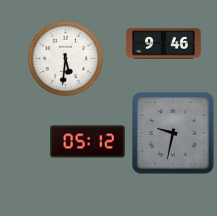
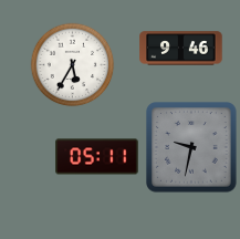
clock at (66, 59): 5:31 -> 5:35
clock at (88, 142): 05:12 -> 05:11
